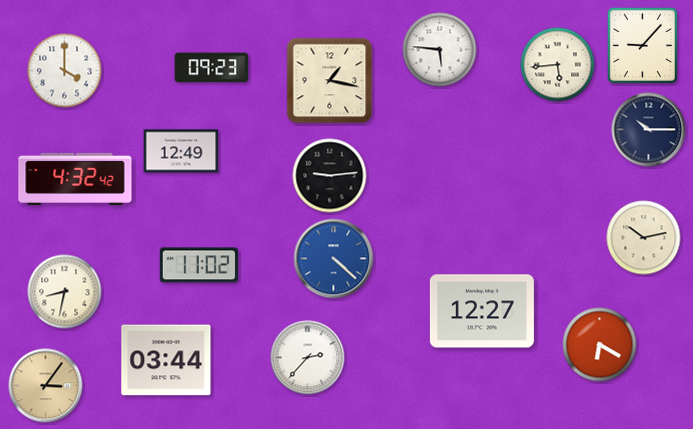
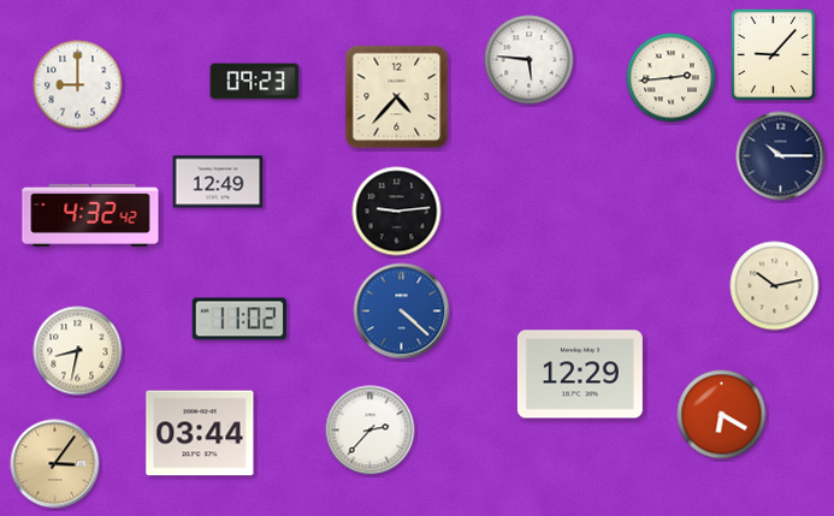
clock at (558, 65): 5:44 -> 2:44
clock at (65, 71): 4:00 -> 9:00
clock at (330, 81): 1:17 -> 4:37
clock at (482, 311): 12:27 -> 12:29
